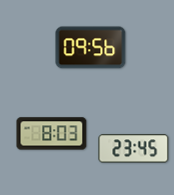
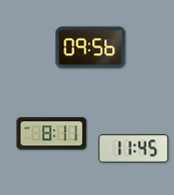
clock at (52, 134): 8:03 -> 8:11
clock at (134, 149): 23:45 -> 11:45
